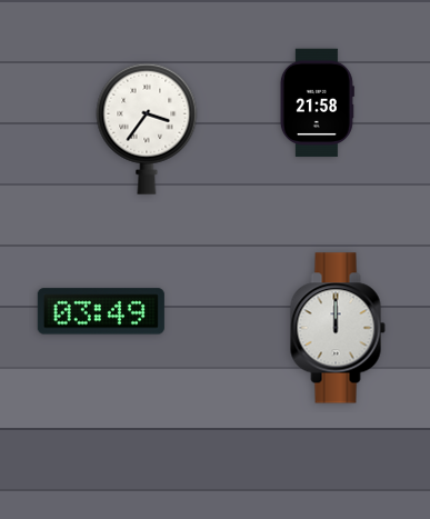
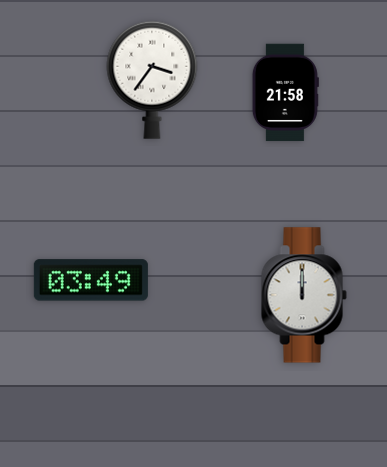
clock at (147, 129) position: (147, 129) -> (152, 80)
